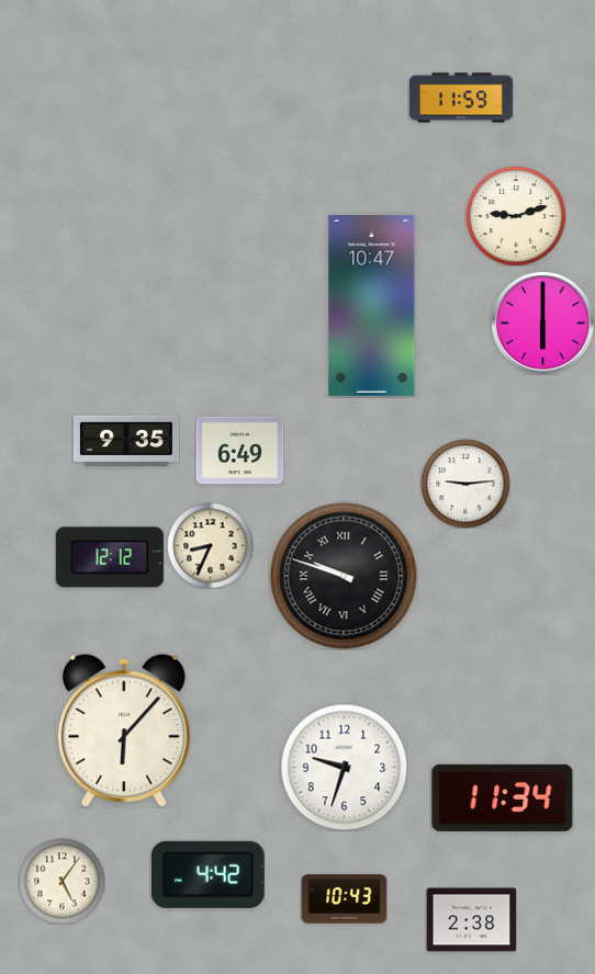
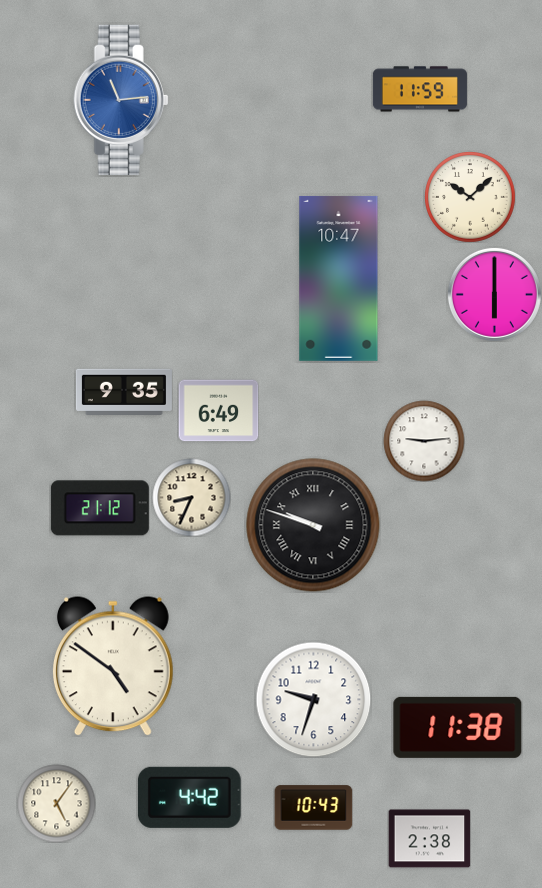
clock at (121, 99): none -> 11:14
clock at (516, 216): 9:12 -> 10:08
clock at (126, 440) position: (126, 440) -> (124, 391)
clock at (110, 557): 12:12 -> 21:12
clock at (124, 730): 6:07 -> 4:51
clock at (503, 797): 11:34 -> 11:38
clock at (344, 899) position: (344, 899) -> (313, 808)
